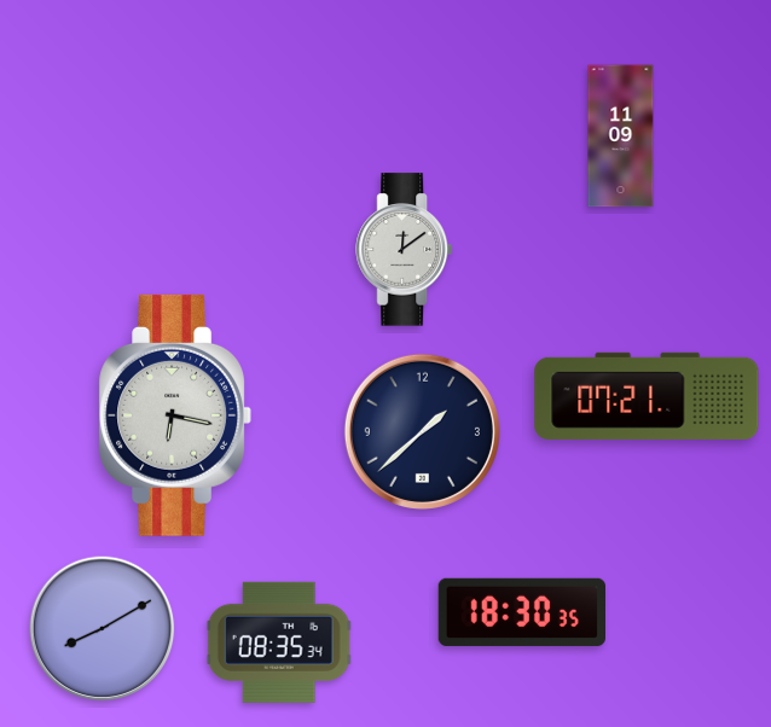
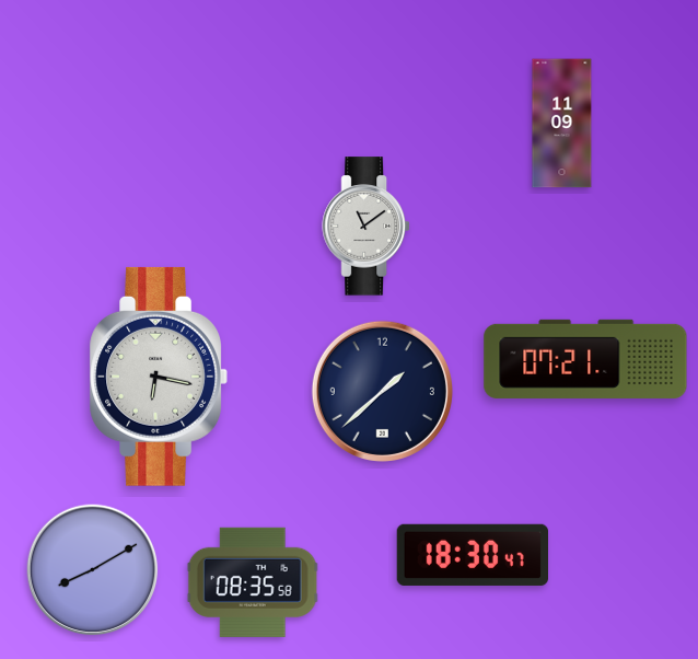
clock at (404, 250): 12:09 -> 11:09
clock at (521, 612): 18:30:35 -> 18:30:47
clock at (279, 642): 08:35:34 -> 08:35:58
